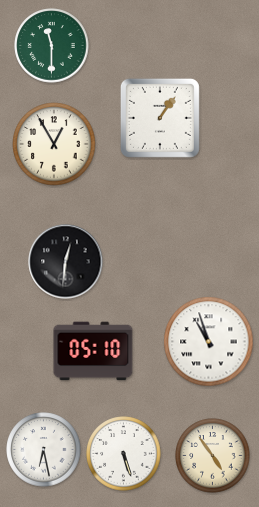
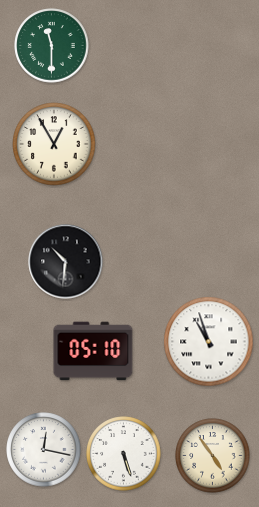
clock at (160, 118): 1:06 -> none
clock at (66, 262): 12:31 -> 10:31
clock at (44, 450): 6:28 -> 12:17
